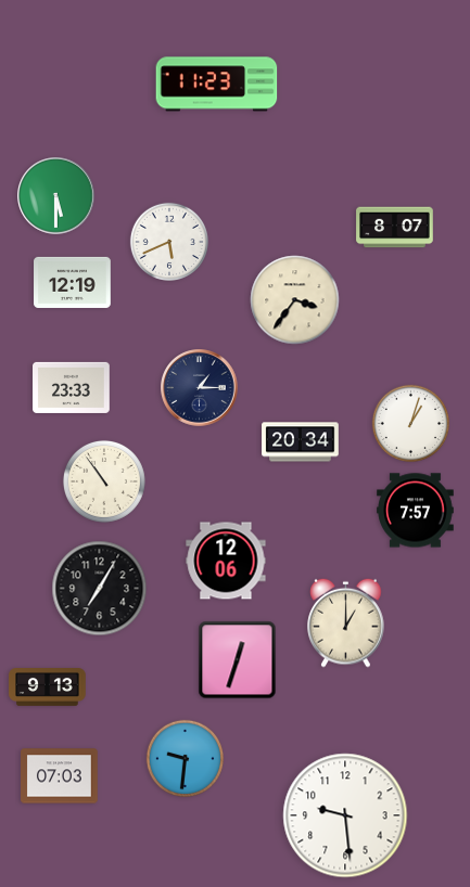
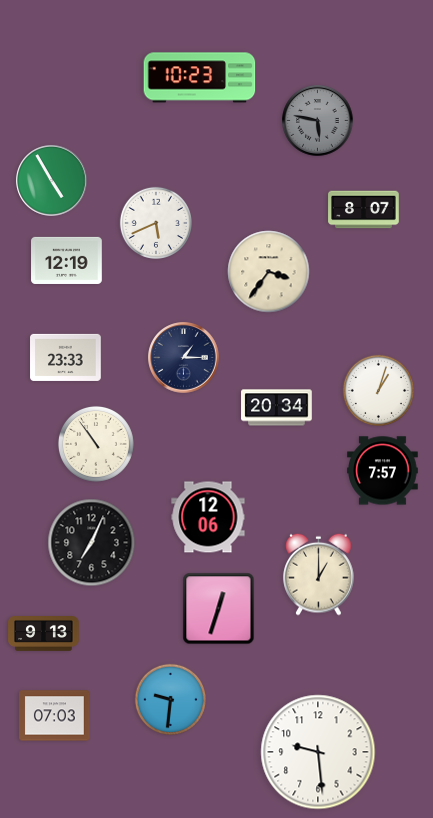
clock at (217, 85): 11:23 -> 10:23
clock at (318, 121): none -> 5:47
clock at (56, 196): 5:30 -> 4:55
clock at (295, 300) position: (295, 300) -> (269, 272)
clock at (100, 589): 7:05 -> 7:04
